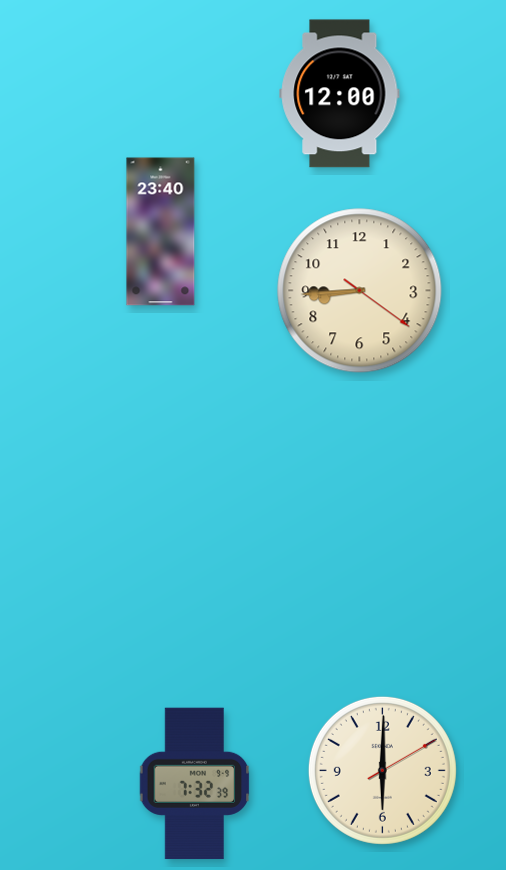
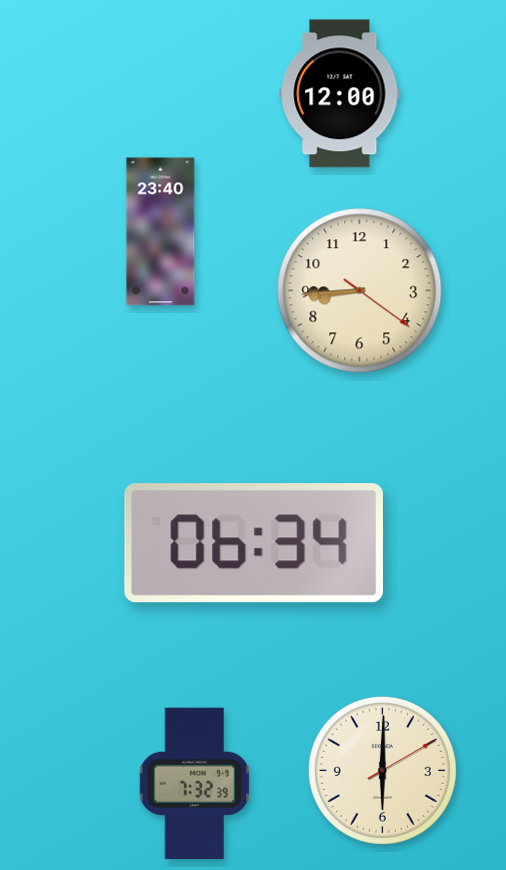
clock at (254, 543): none -> 06:34
